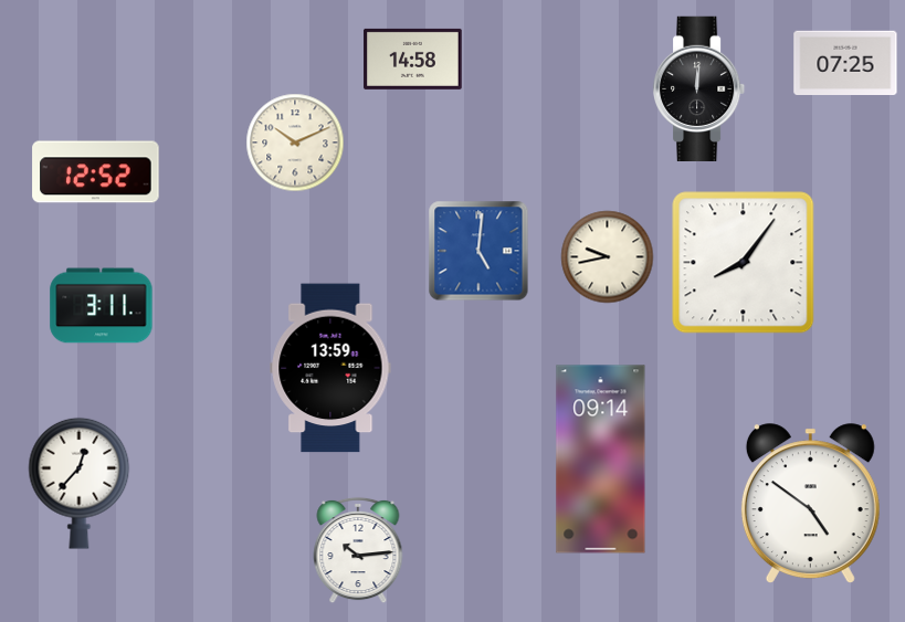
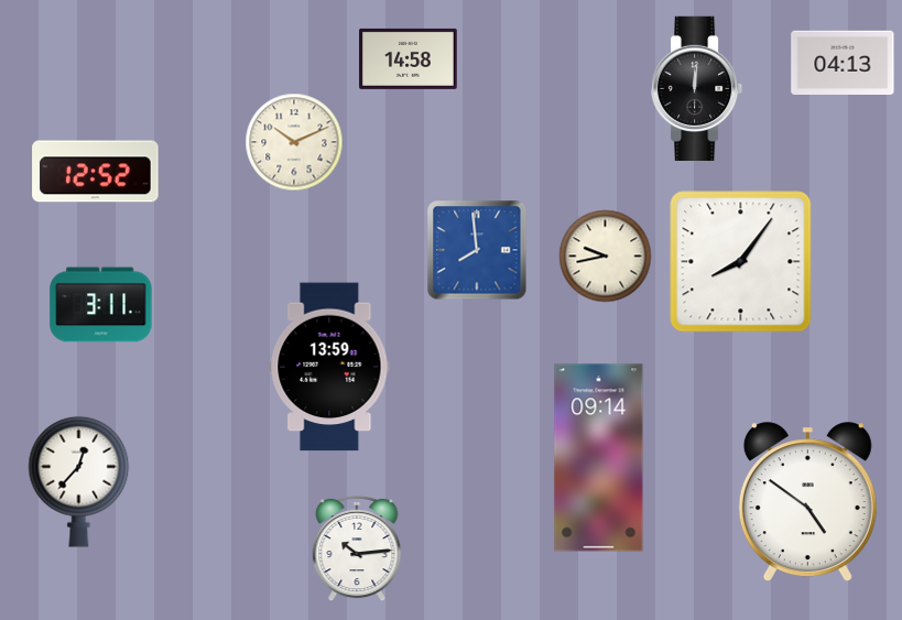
clock at (413, 59) position: (413, 59) -> (409, 58)
clock at (845, 62): 07:25 -> 04:13
clock at (478, 251): 5:01 -> 7:59
